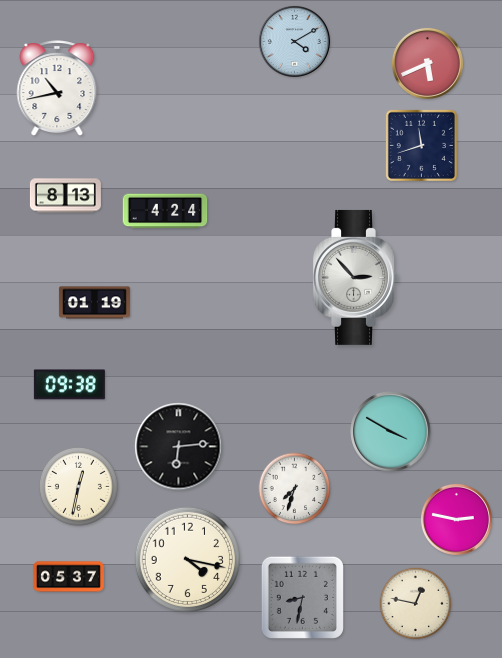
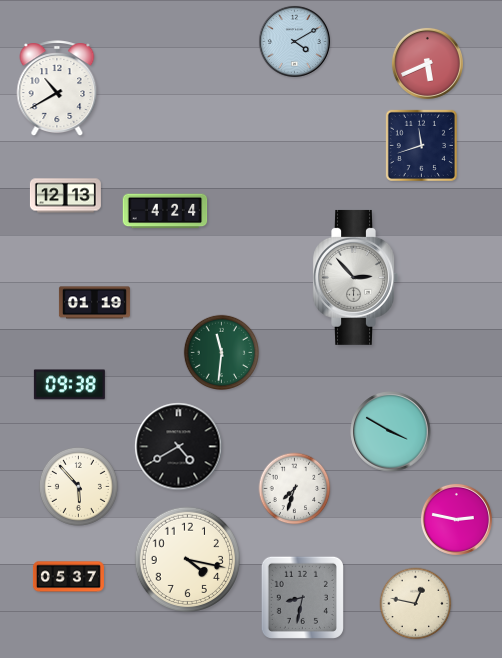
clock at (57, 88): 10:43 -> 10:40
clock at (65, 196): 8:13 -> 12:13
clock at (221, 352): none -> 11:31
clock at (179, 447): 6:14 -> 4:40
clock at (78, 486): 12:32 -> 5:53
